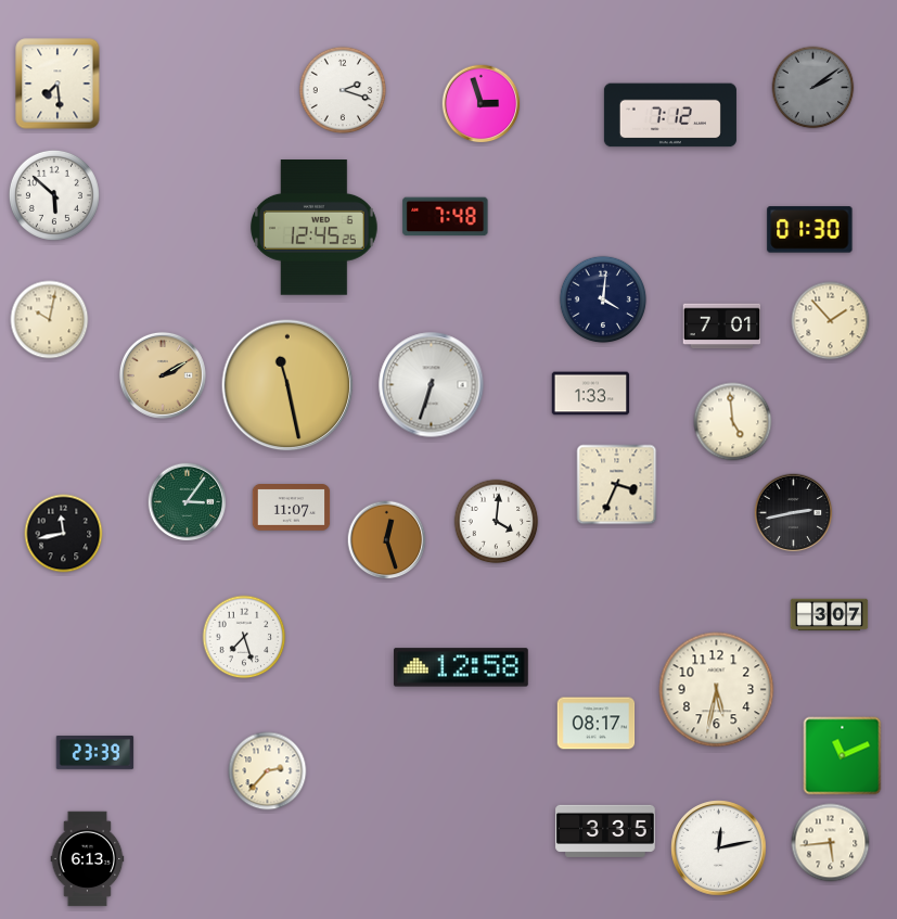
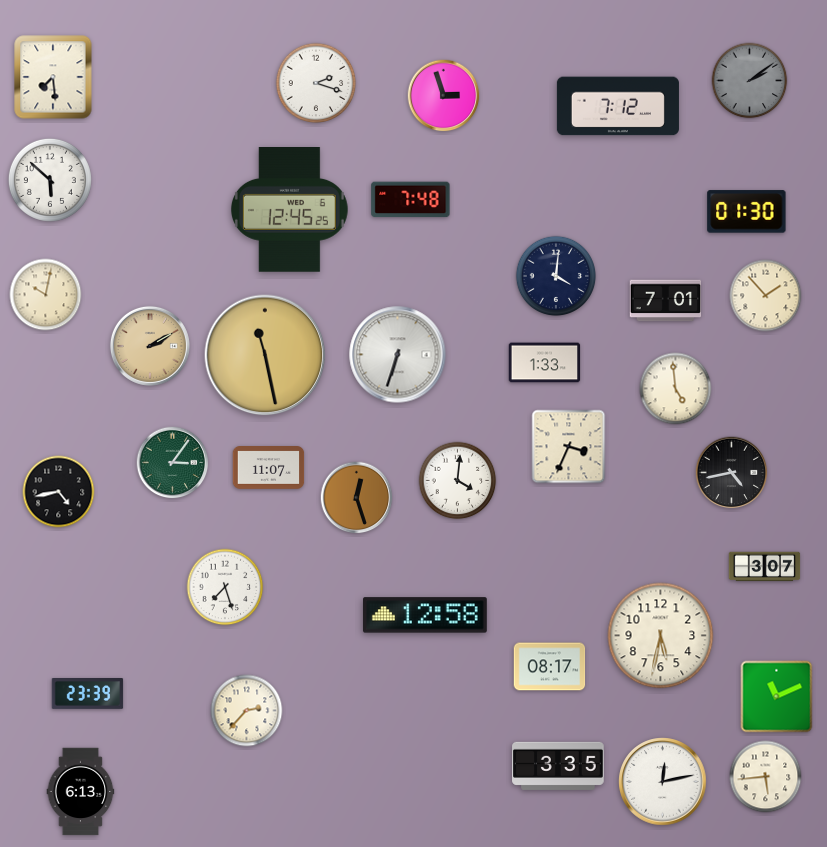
clock at (794, 513): 2:43 -> 4:43
clock at (64, 534): 11:43 -> 4:43
